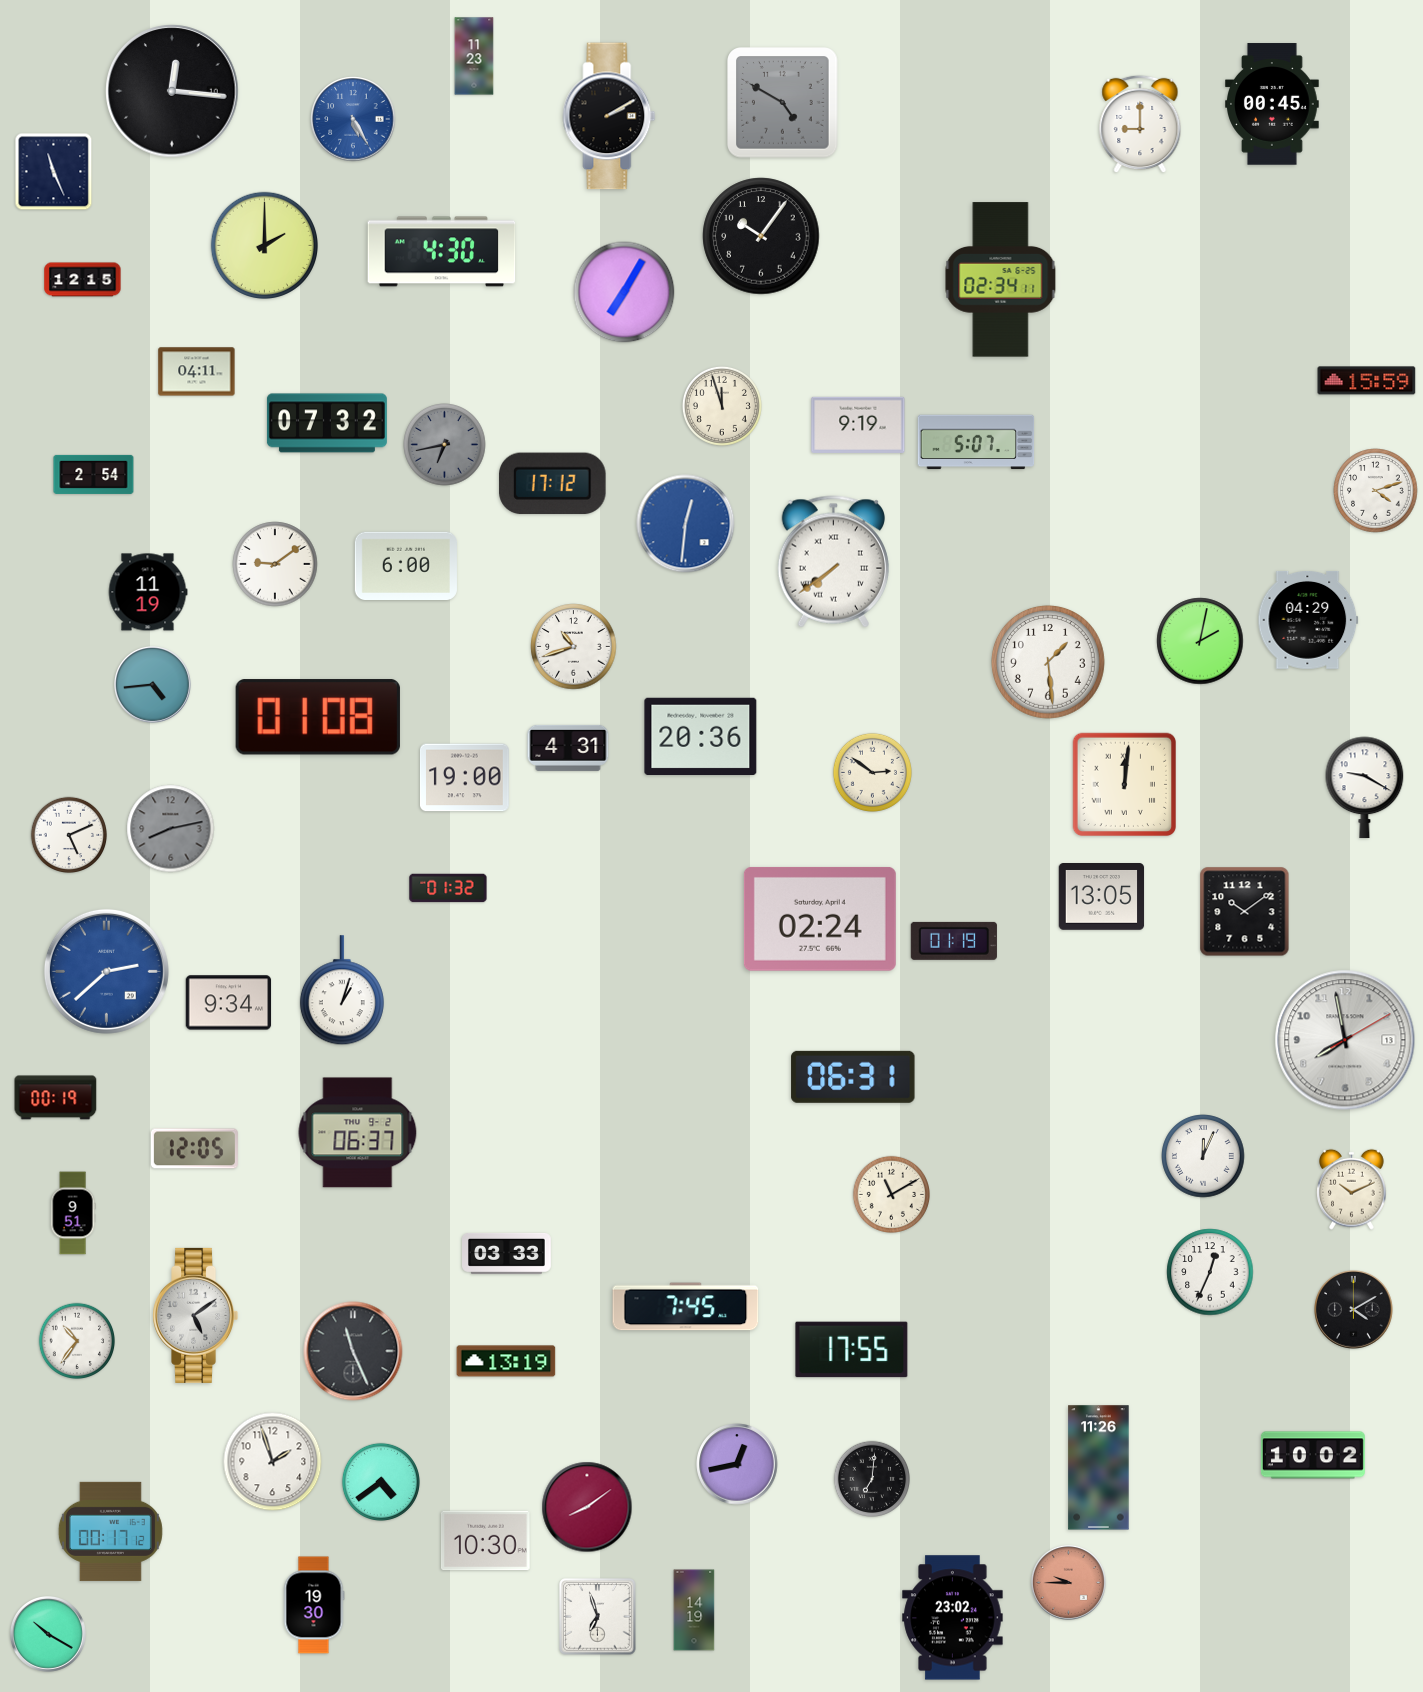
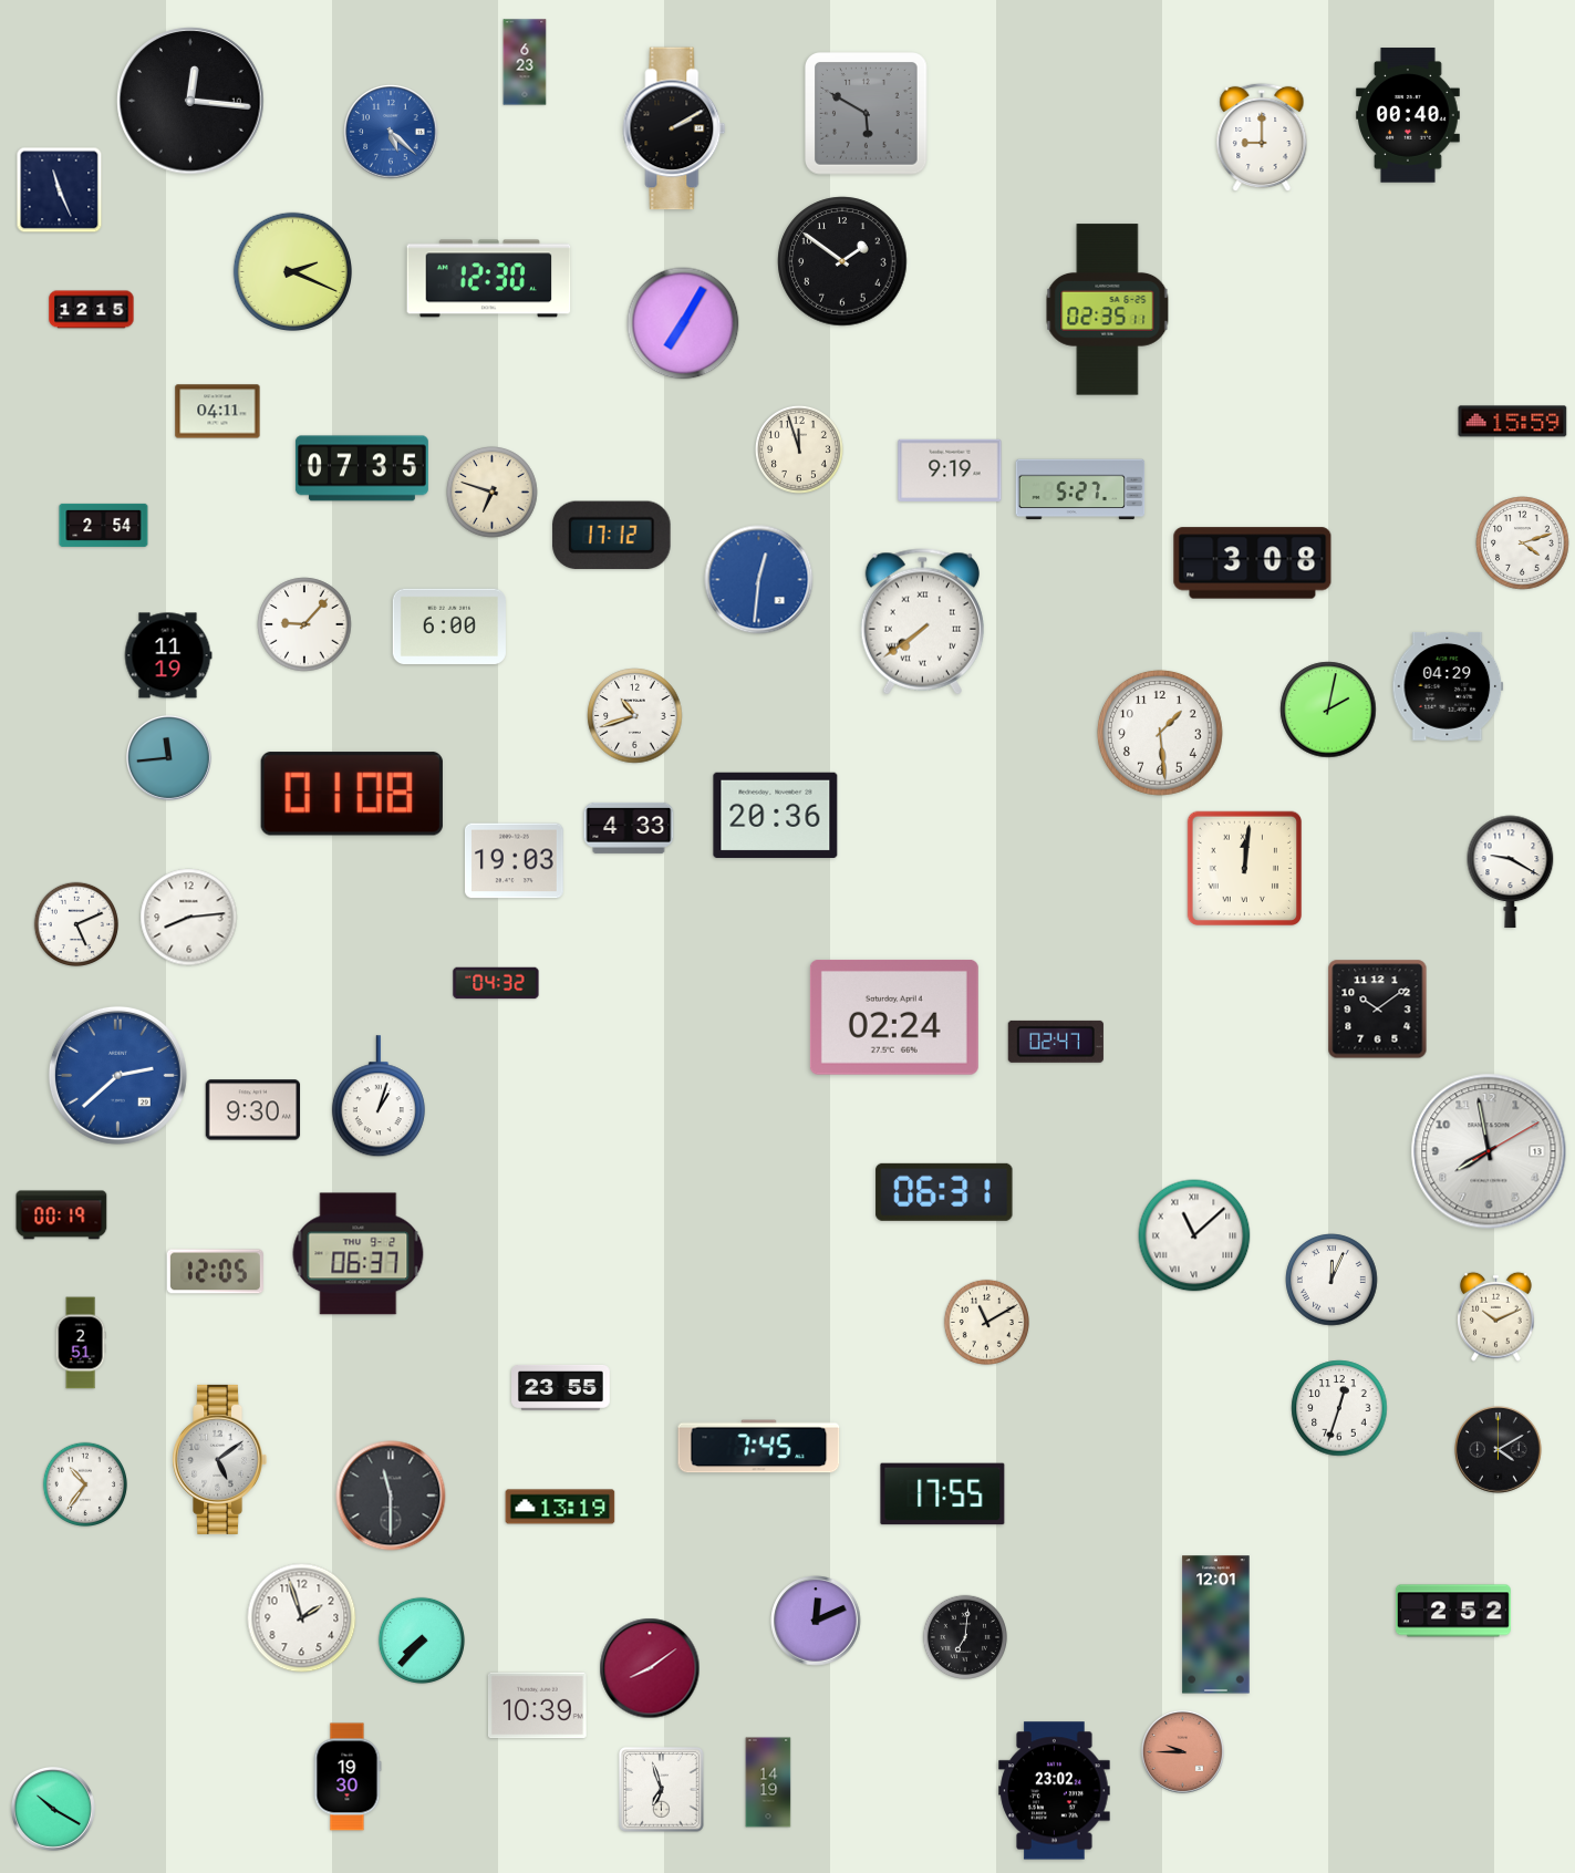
clock at (474, 56): 11:23 -> 6:23
clock at (783, 103): 4:50 -> 5:50
clock at (1273, 104): 00:45 -> 00:40
clock at (353, 119): 5:25 -> 5:22
clock at (761, 236): 10:06 -> 1:51
clock at (264, 245): 2:00 -> 2:19
clock at (442, 252): 4:30 -> 12:30
clock at (1001, 280): 02:34 -> 02:35
clock at (624, 292) position: (624, 292) -> (683, 323)
clock at (327, 423): 07:32 -> 07:35
clock at (976, 442): 5:07 -> 5:27
clock at (445, 445): 6:43 -> 6:48
clock at (445, 445) dial: grey -> cream
clock at (1253, 563): none -> 3:08
clock at (275, 564): 9:09 -> 9:07
clock at (148, 592) position: (148, 592) -> (168, 655)
clock at (153, 685): 4:44 -> 11:44
clock at (568, 748): 4:31 -> 4:33
clock at (872, 772): 2:51 -> none
clock at (464, 778): 19:00 -> 19:03
clock at (171, 829): 8:13 -> 8:14
clock at (171, 829) dial: grey -> white
clock at (448, 888): 01:32 -> 04:32
clock at (1102, 897): 13:05 -> none
clock at (820, 919) position: (820, 919) -> (894, 1017)
clock at (954, 941): 01:19 -> 02:47
clock at (229, 1003): 9:34 -> 9:30
clock at (1194, 1235): none -> 11:08
clock at (358, 1133) position: (358, 1133) -> (359, 1254)
clock at (73, 1213): 9:51 -> 2:51
clock at (507, 1253): 03:33 -> 23:55
clock at (1210, 1272): 12:34 -> 12:33
clock at (196, 1315) position: (196, 1315) -> (220, 1459)
clock at (353, 1351): 11:26 -> 11:30
clock at (1313, 1455): 10:02 -> 2:52
clock at (737, 1464): 12:43 -> 12:11
clock at (1099, 1468): 11:26 -> 12:01
clock at (381, 1482): 4:39 -> 7:37
clock at (110, 1531): 00:17 -> none
clock at (485, 1541): 10:30 -> 10:39
